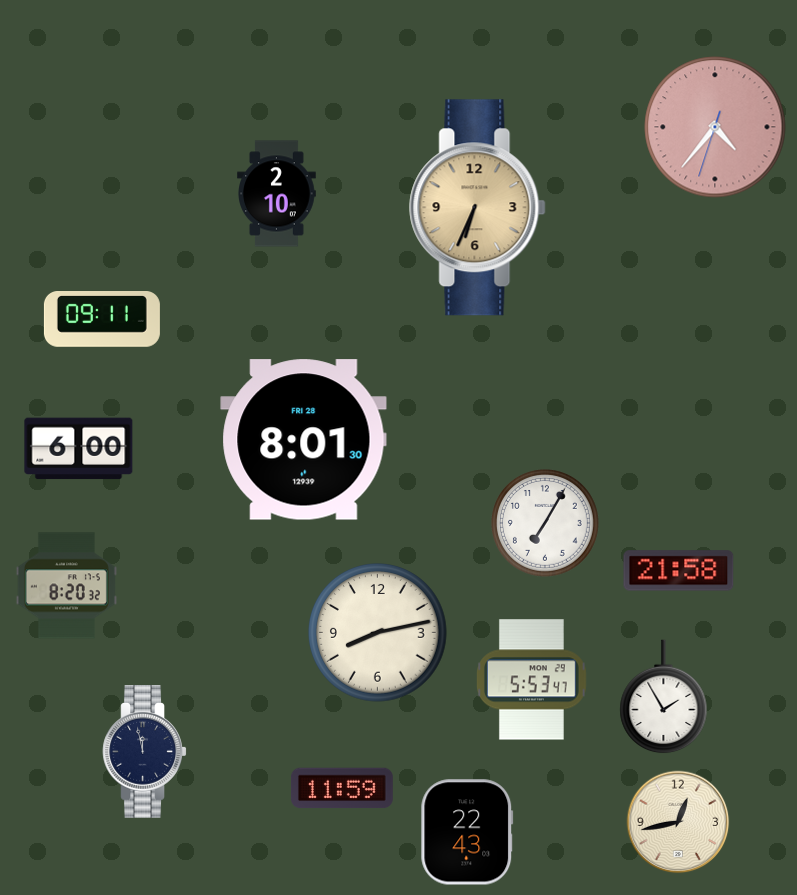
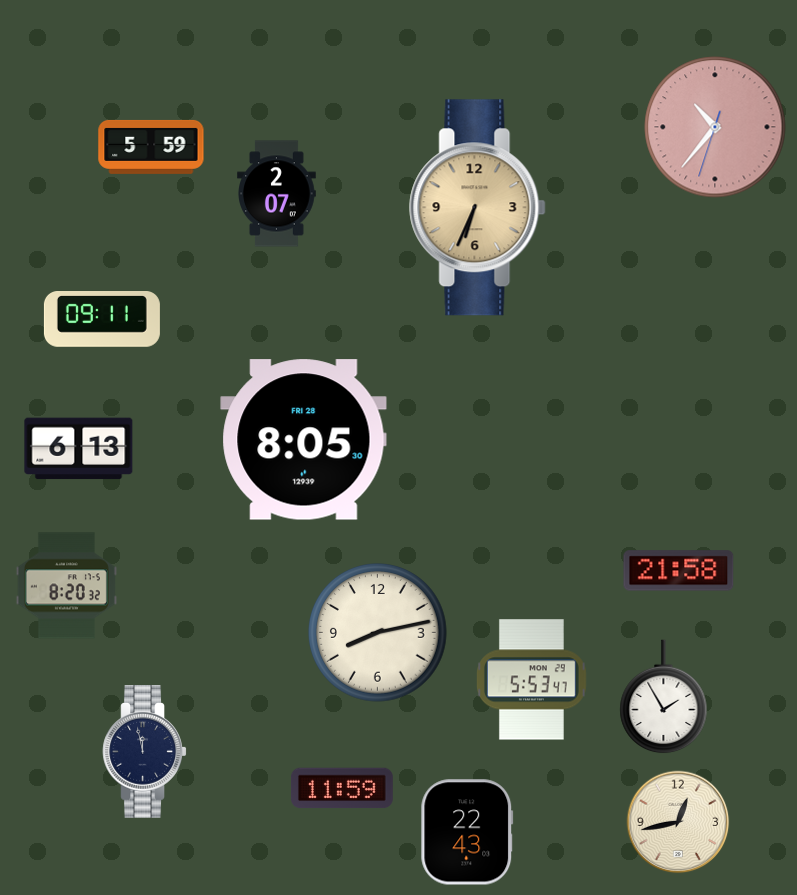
clock at (715, 127): 4:36 -> 10:36
clock at (151, 147): none -> 5:59
clock at (277, 194): 2:10 -> 2:07
clock at (304, 440): 8:01 -> 8:05
clock at (79, 449): 6:00 -> 6:13
clock at (546, 524): 7:05 -> none
